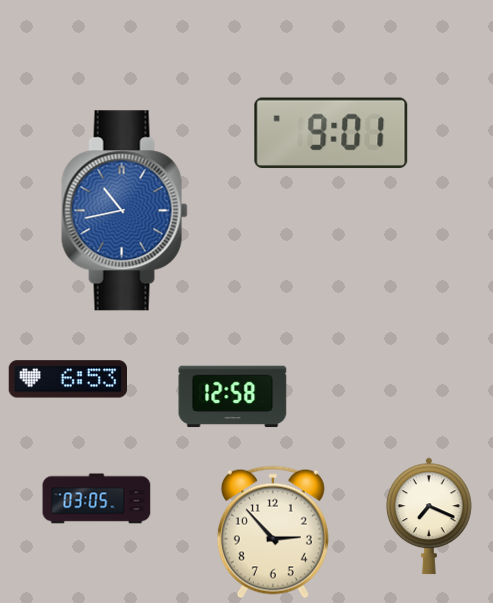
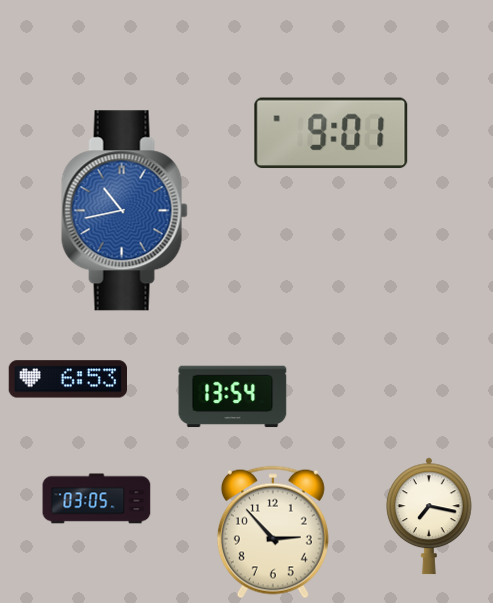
clock at (233, 397): 12:58 -> 13:54
clock at (429, 516): 7:19 -> 7:17
